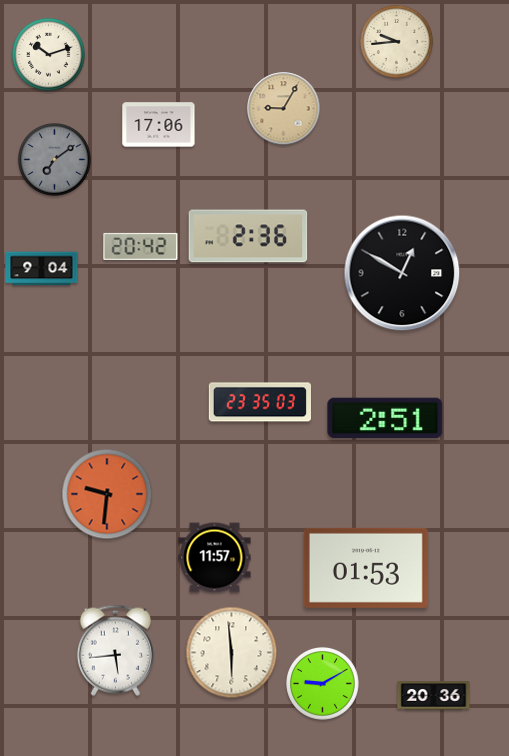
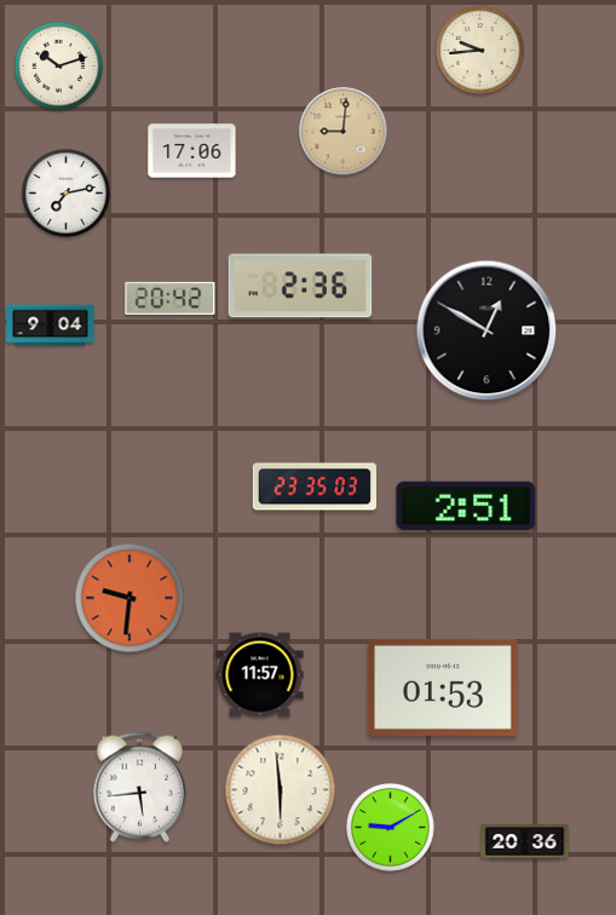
clock at (284, 109): 9:05 -> 9:01
clock at (55, 160): 7:09 -> 7:13
clock at (55, 160) dial: grey -> white
